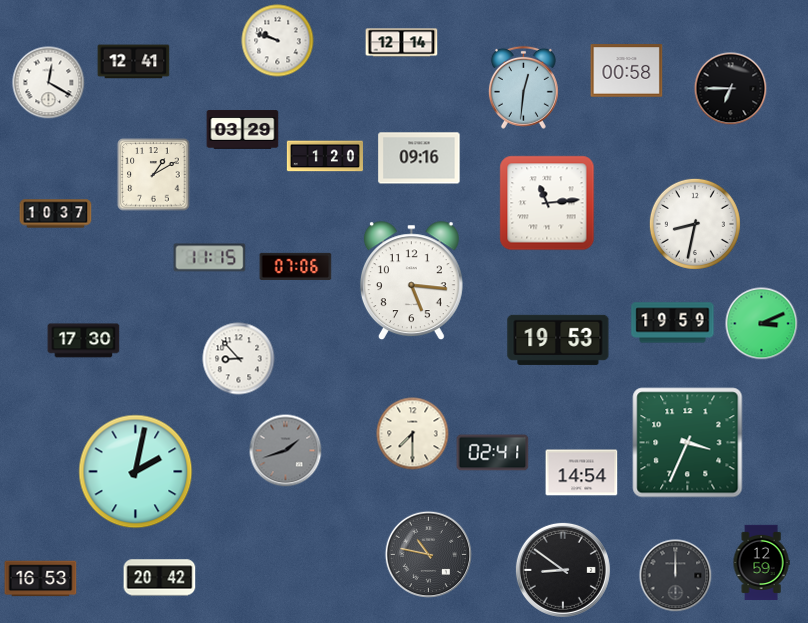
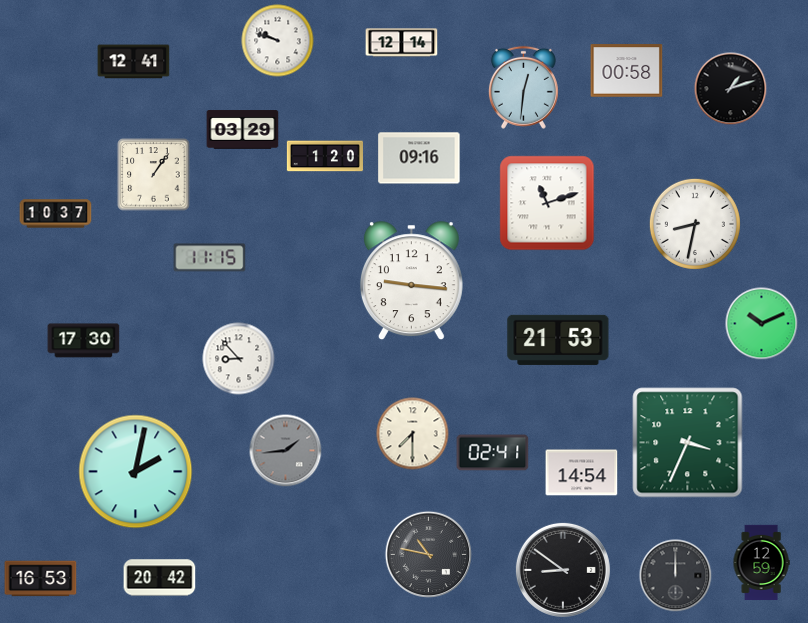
clock at (49, 83): 12:20 -> none
clock at (731, 89): 6:45 -> 1:12
clock at (154, 175): 1:10 -> 1:06
clock at (547, 203): 11:14 -> 11:12
clock at (296, 266): 07:06 -> none
clock at (411, 281): 5:16 -> 9:16
clock at (673, 323): 19:59 -> none
clock at (762, 324): 3:11 -> 10:11
clock at (558, 340): 19:53 -> 21:53
clock at (286, 451): 1:42 -> 1:44
